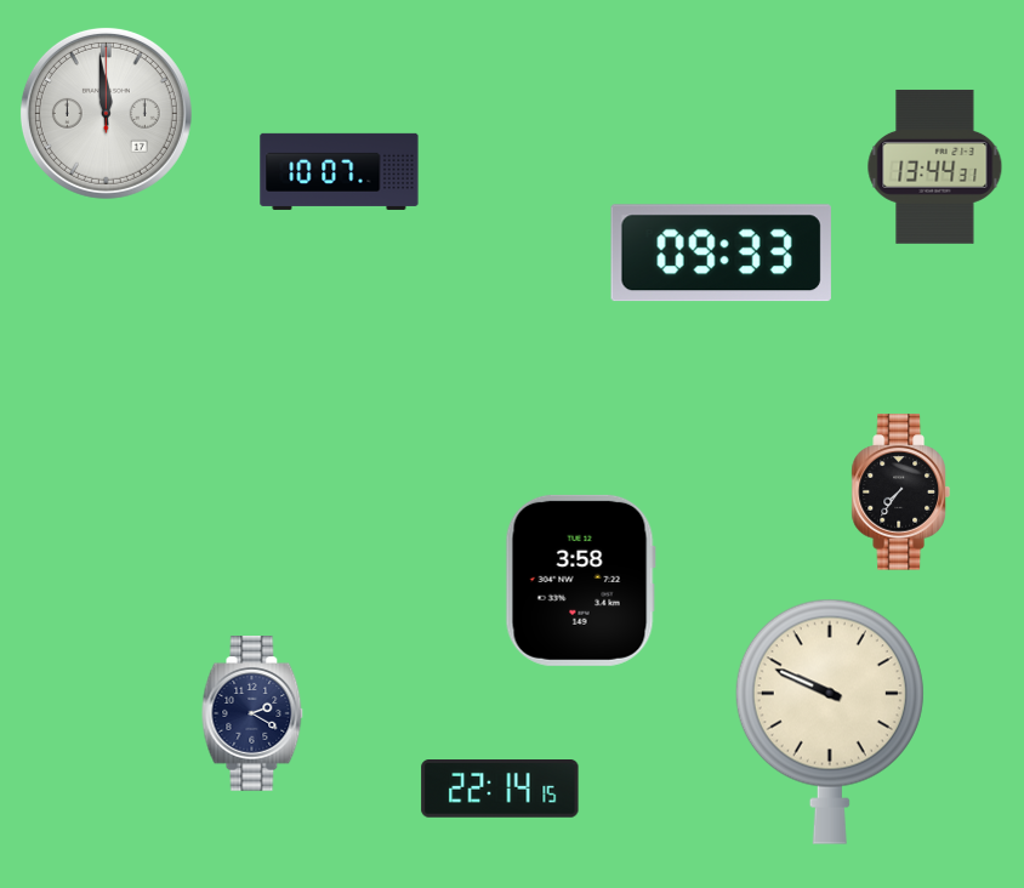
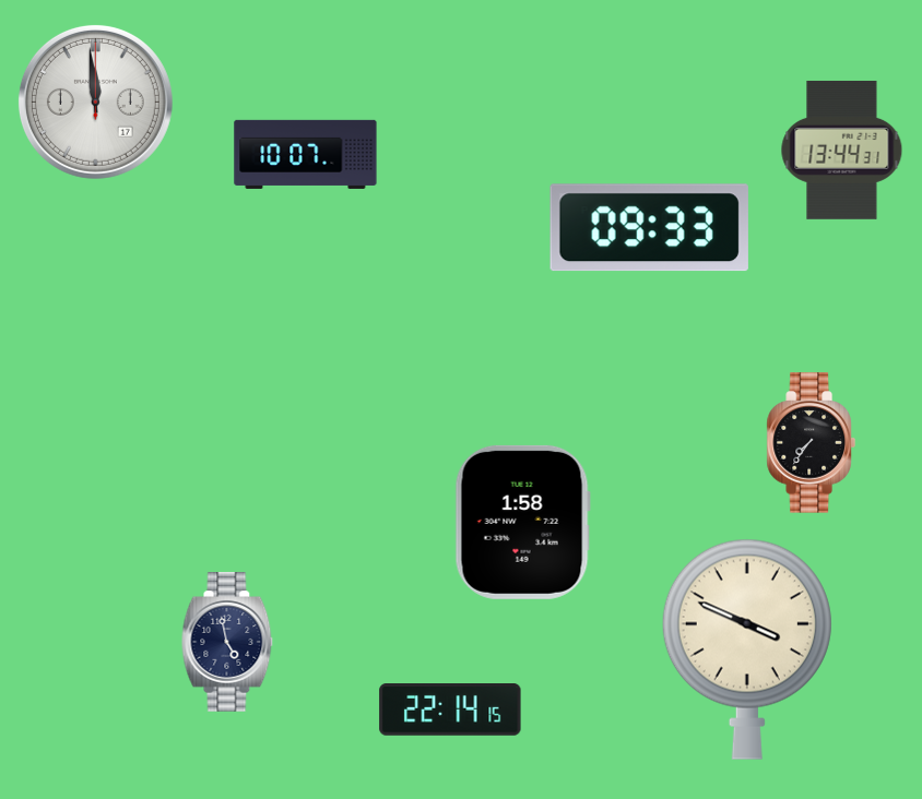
clock at (580, 580): 3:58 -> 1:58
clock at (252, 713): 2:20 -> 4:58
clock at (830, 722): 9:49 -> 3:49
